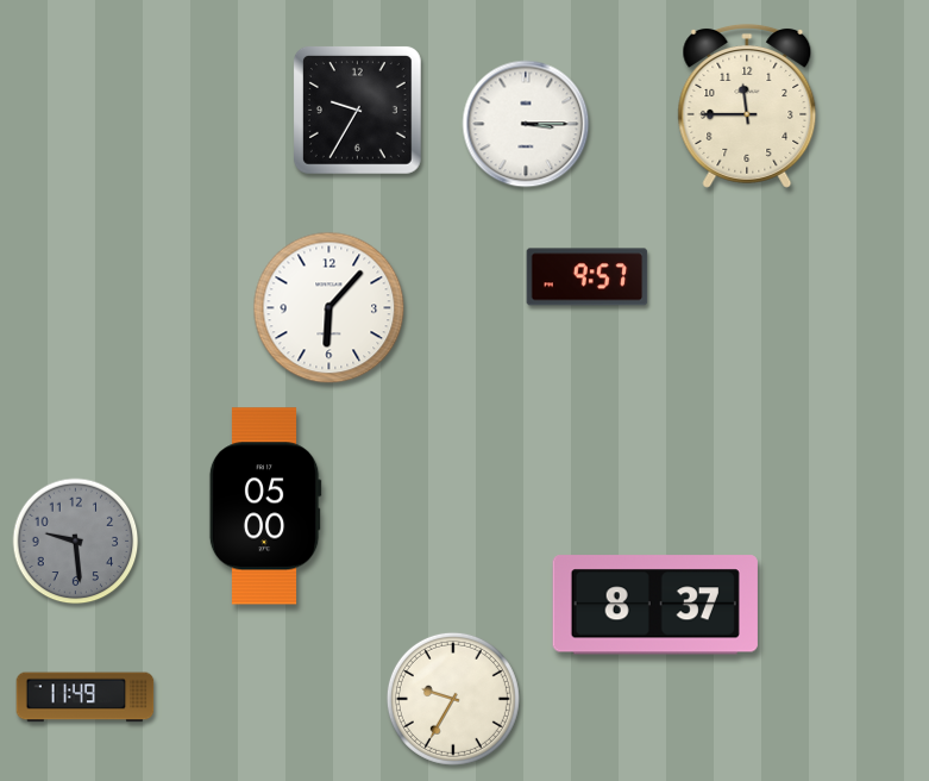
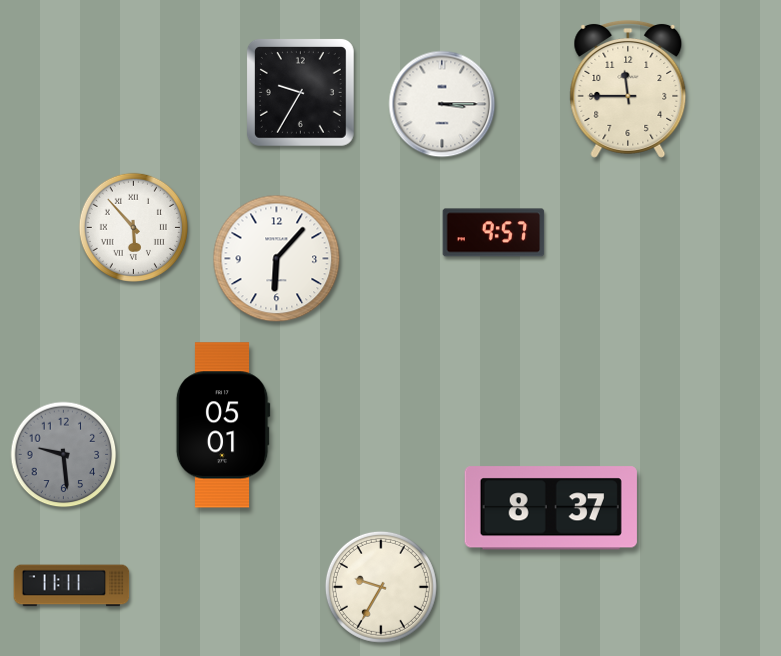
clock at (133, 227): none -> 5:53
clock at (265, 506): 05:00 -> 05:01
clock at (86, 698): 11:49 -> 11:11
